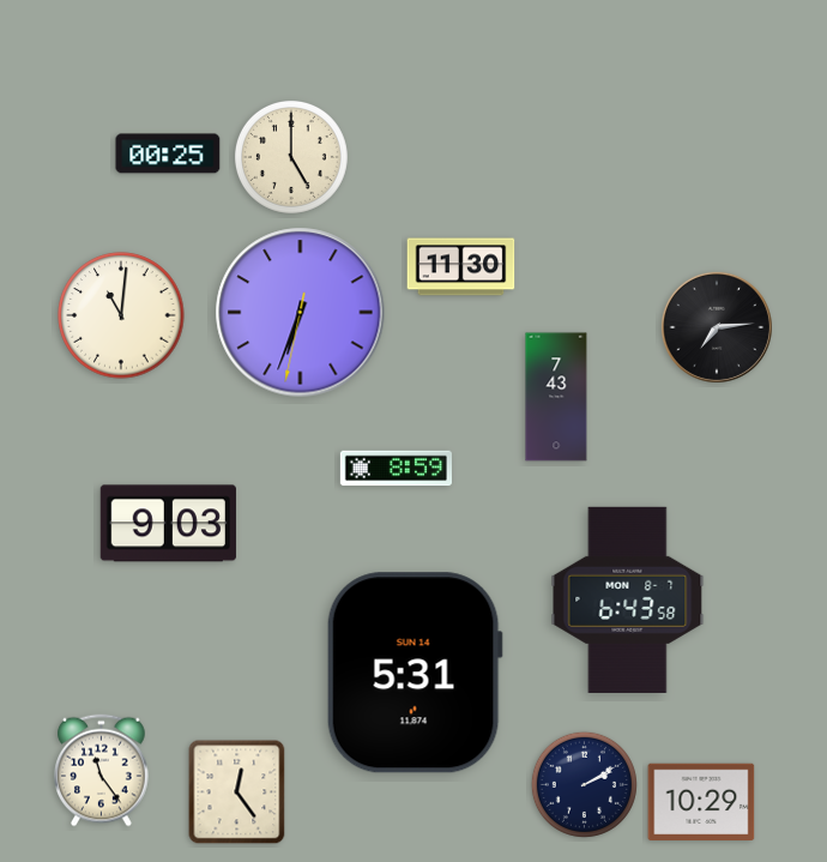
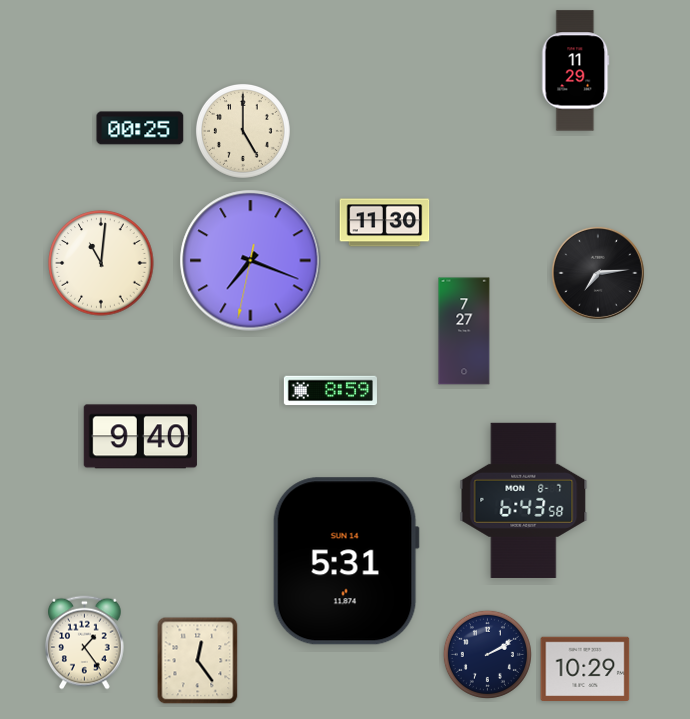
clock at (576, 71): none -> 11:29
clock at (301, 313): 6:33 -> 7:18
clock at (556, 397): 7:43 -> 7:27
clock at (168, 524): 9:03 -> 9:40
clock at (102, 771): 11:24 -> 1:24
